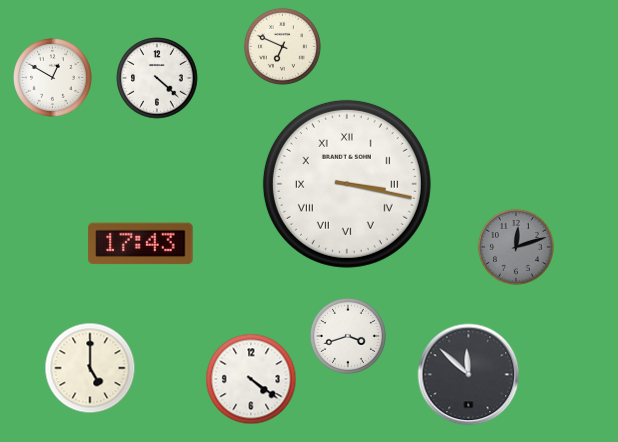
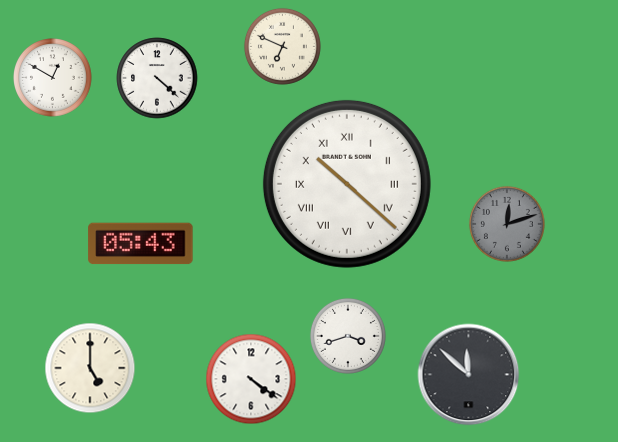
clock at (347, 184): 3:17 -> 10:22
clock at (141, 244): 17:43 -> 05:43
clock at (516, 247) position: (516, 247) -> (507, 224)
